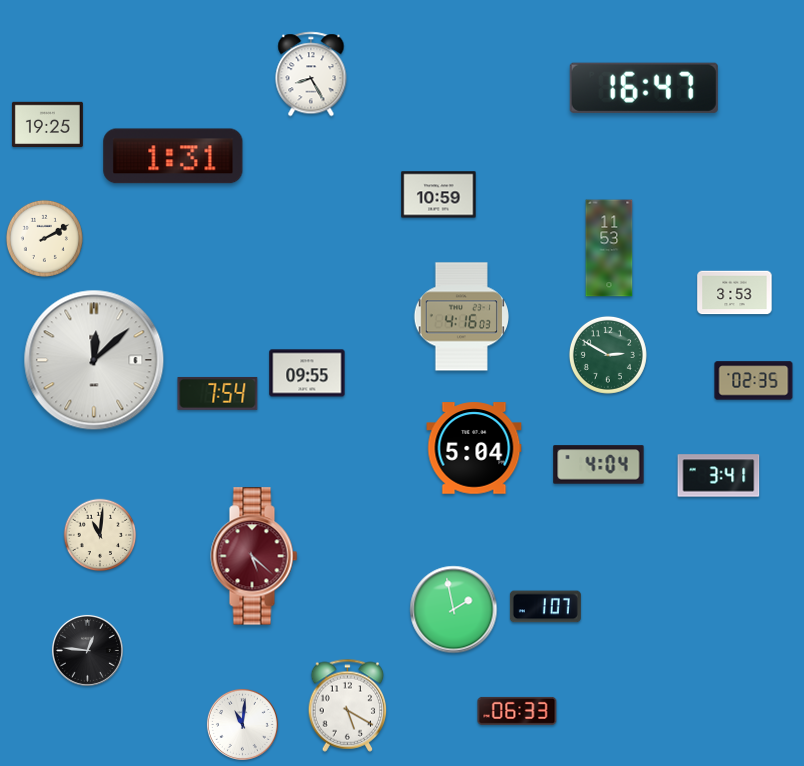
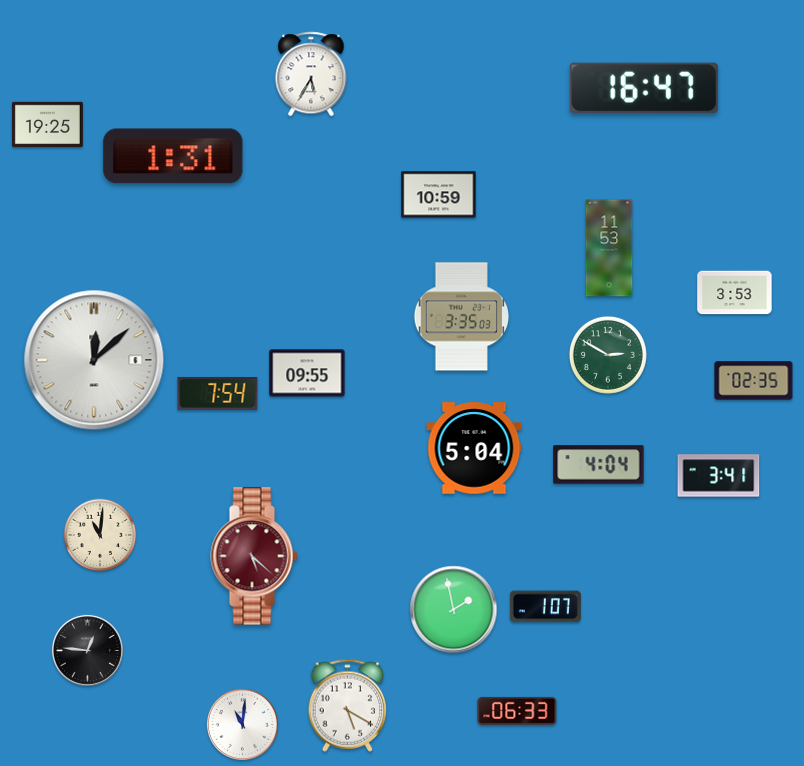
clock at (311, 74): 8:25 -> 5:35
clock at (44, 238): 2:10 -> none
clock at (462, 317): 4:16 -> 3:35
